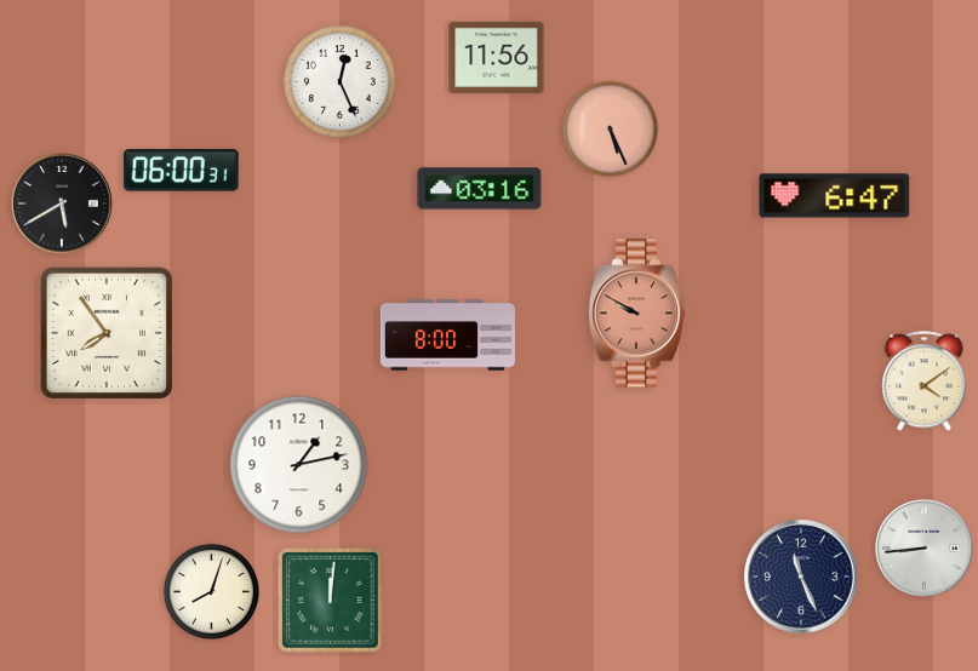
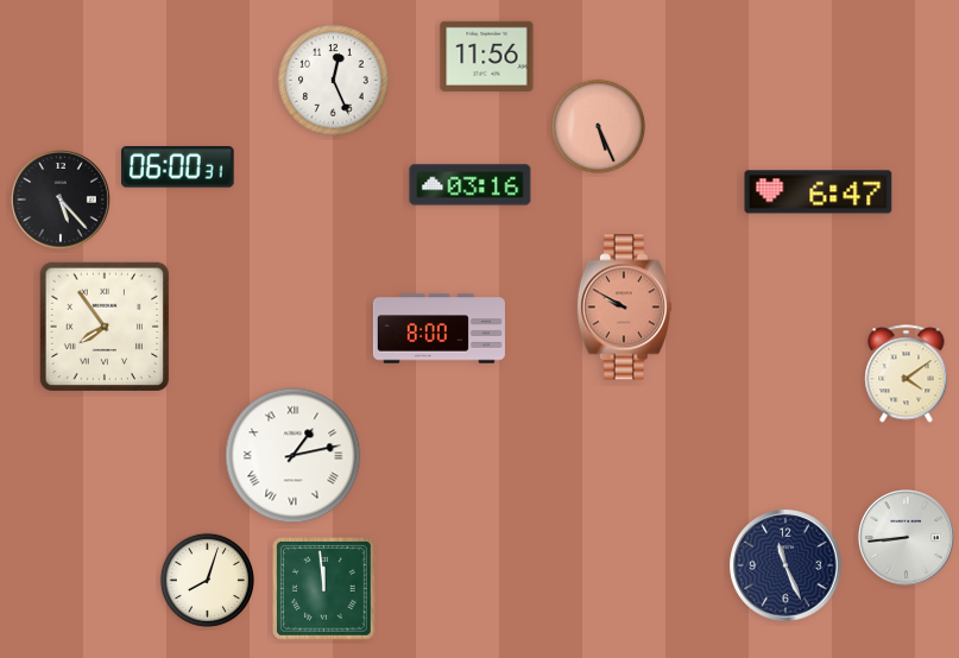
clock at (63, 205): 5:40 -> 5:23
clock at (299, 465) numerals: Arabic -> Roman
clock at (331, 601): 12:01 -> 11:59
